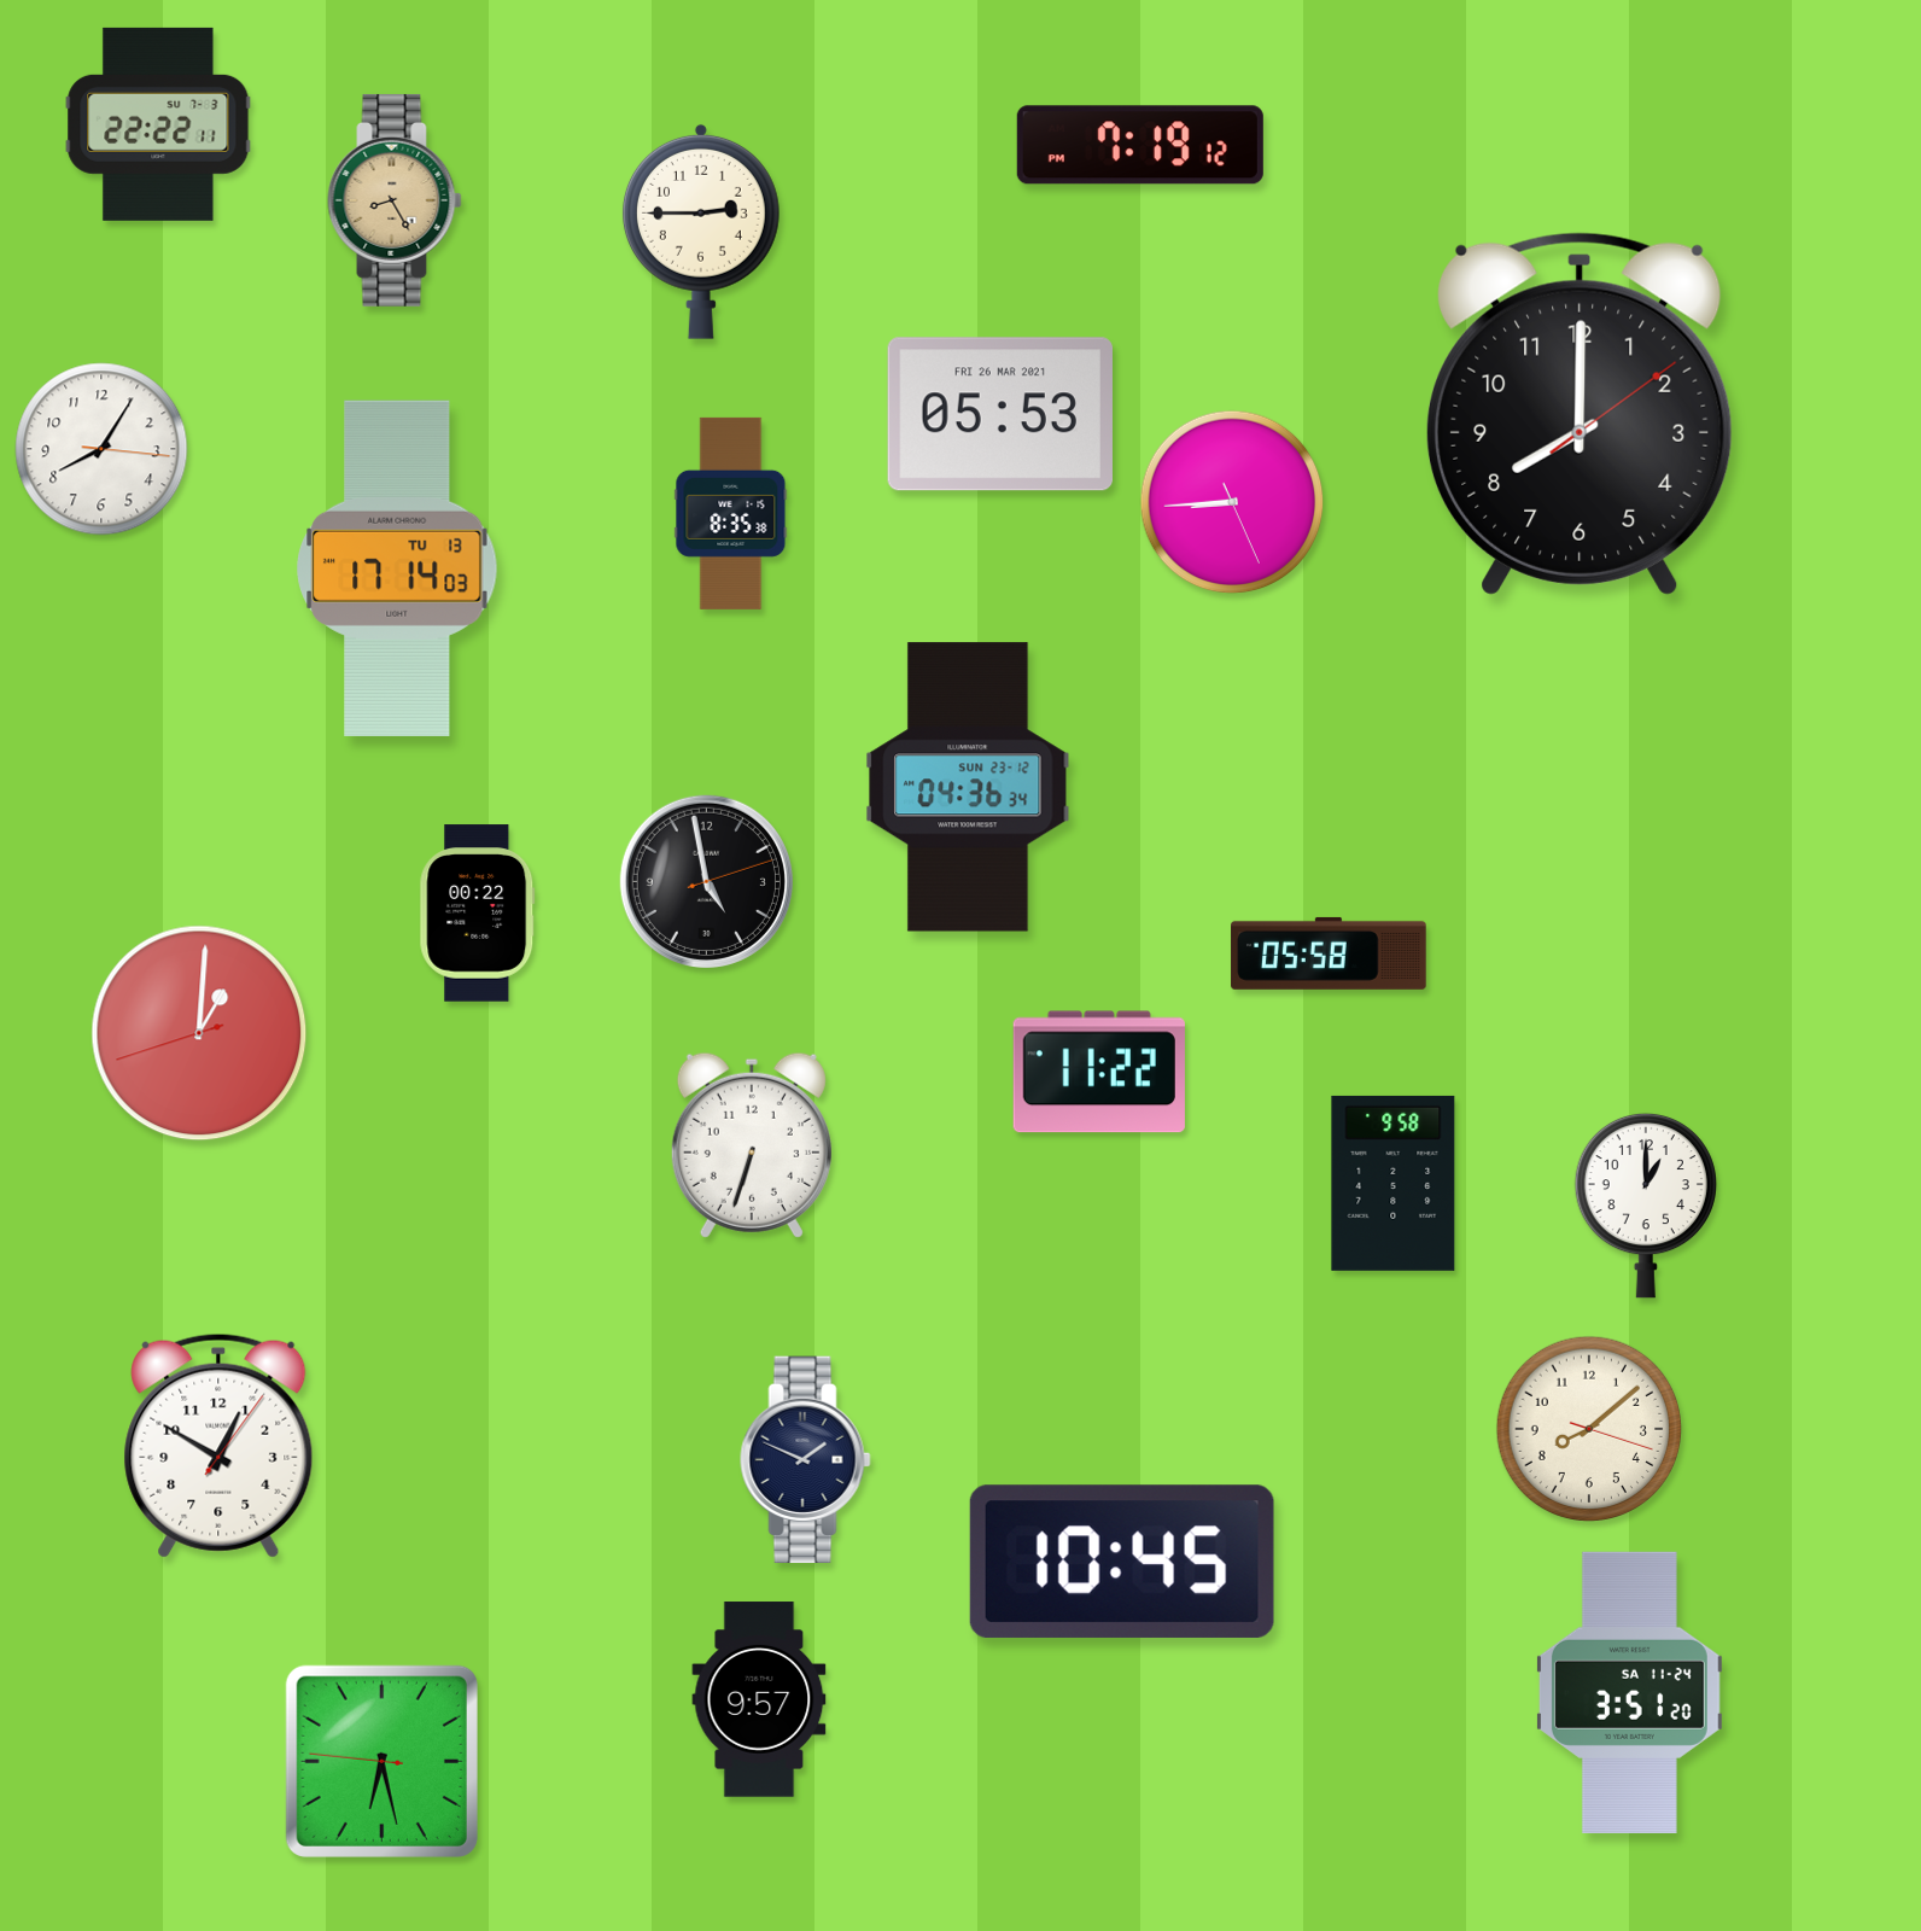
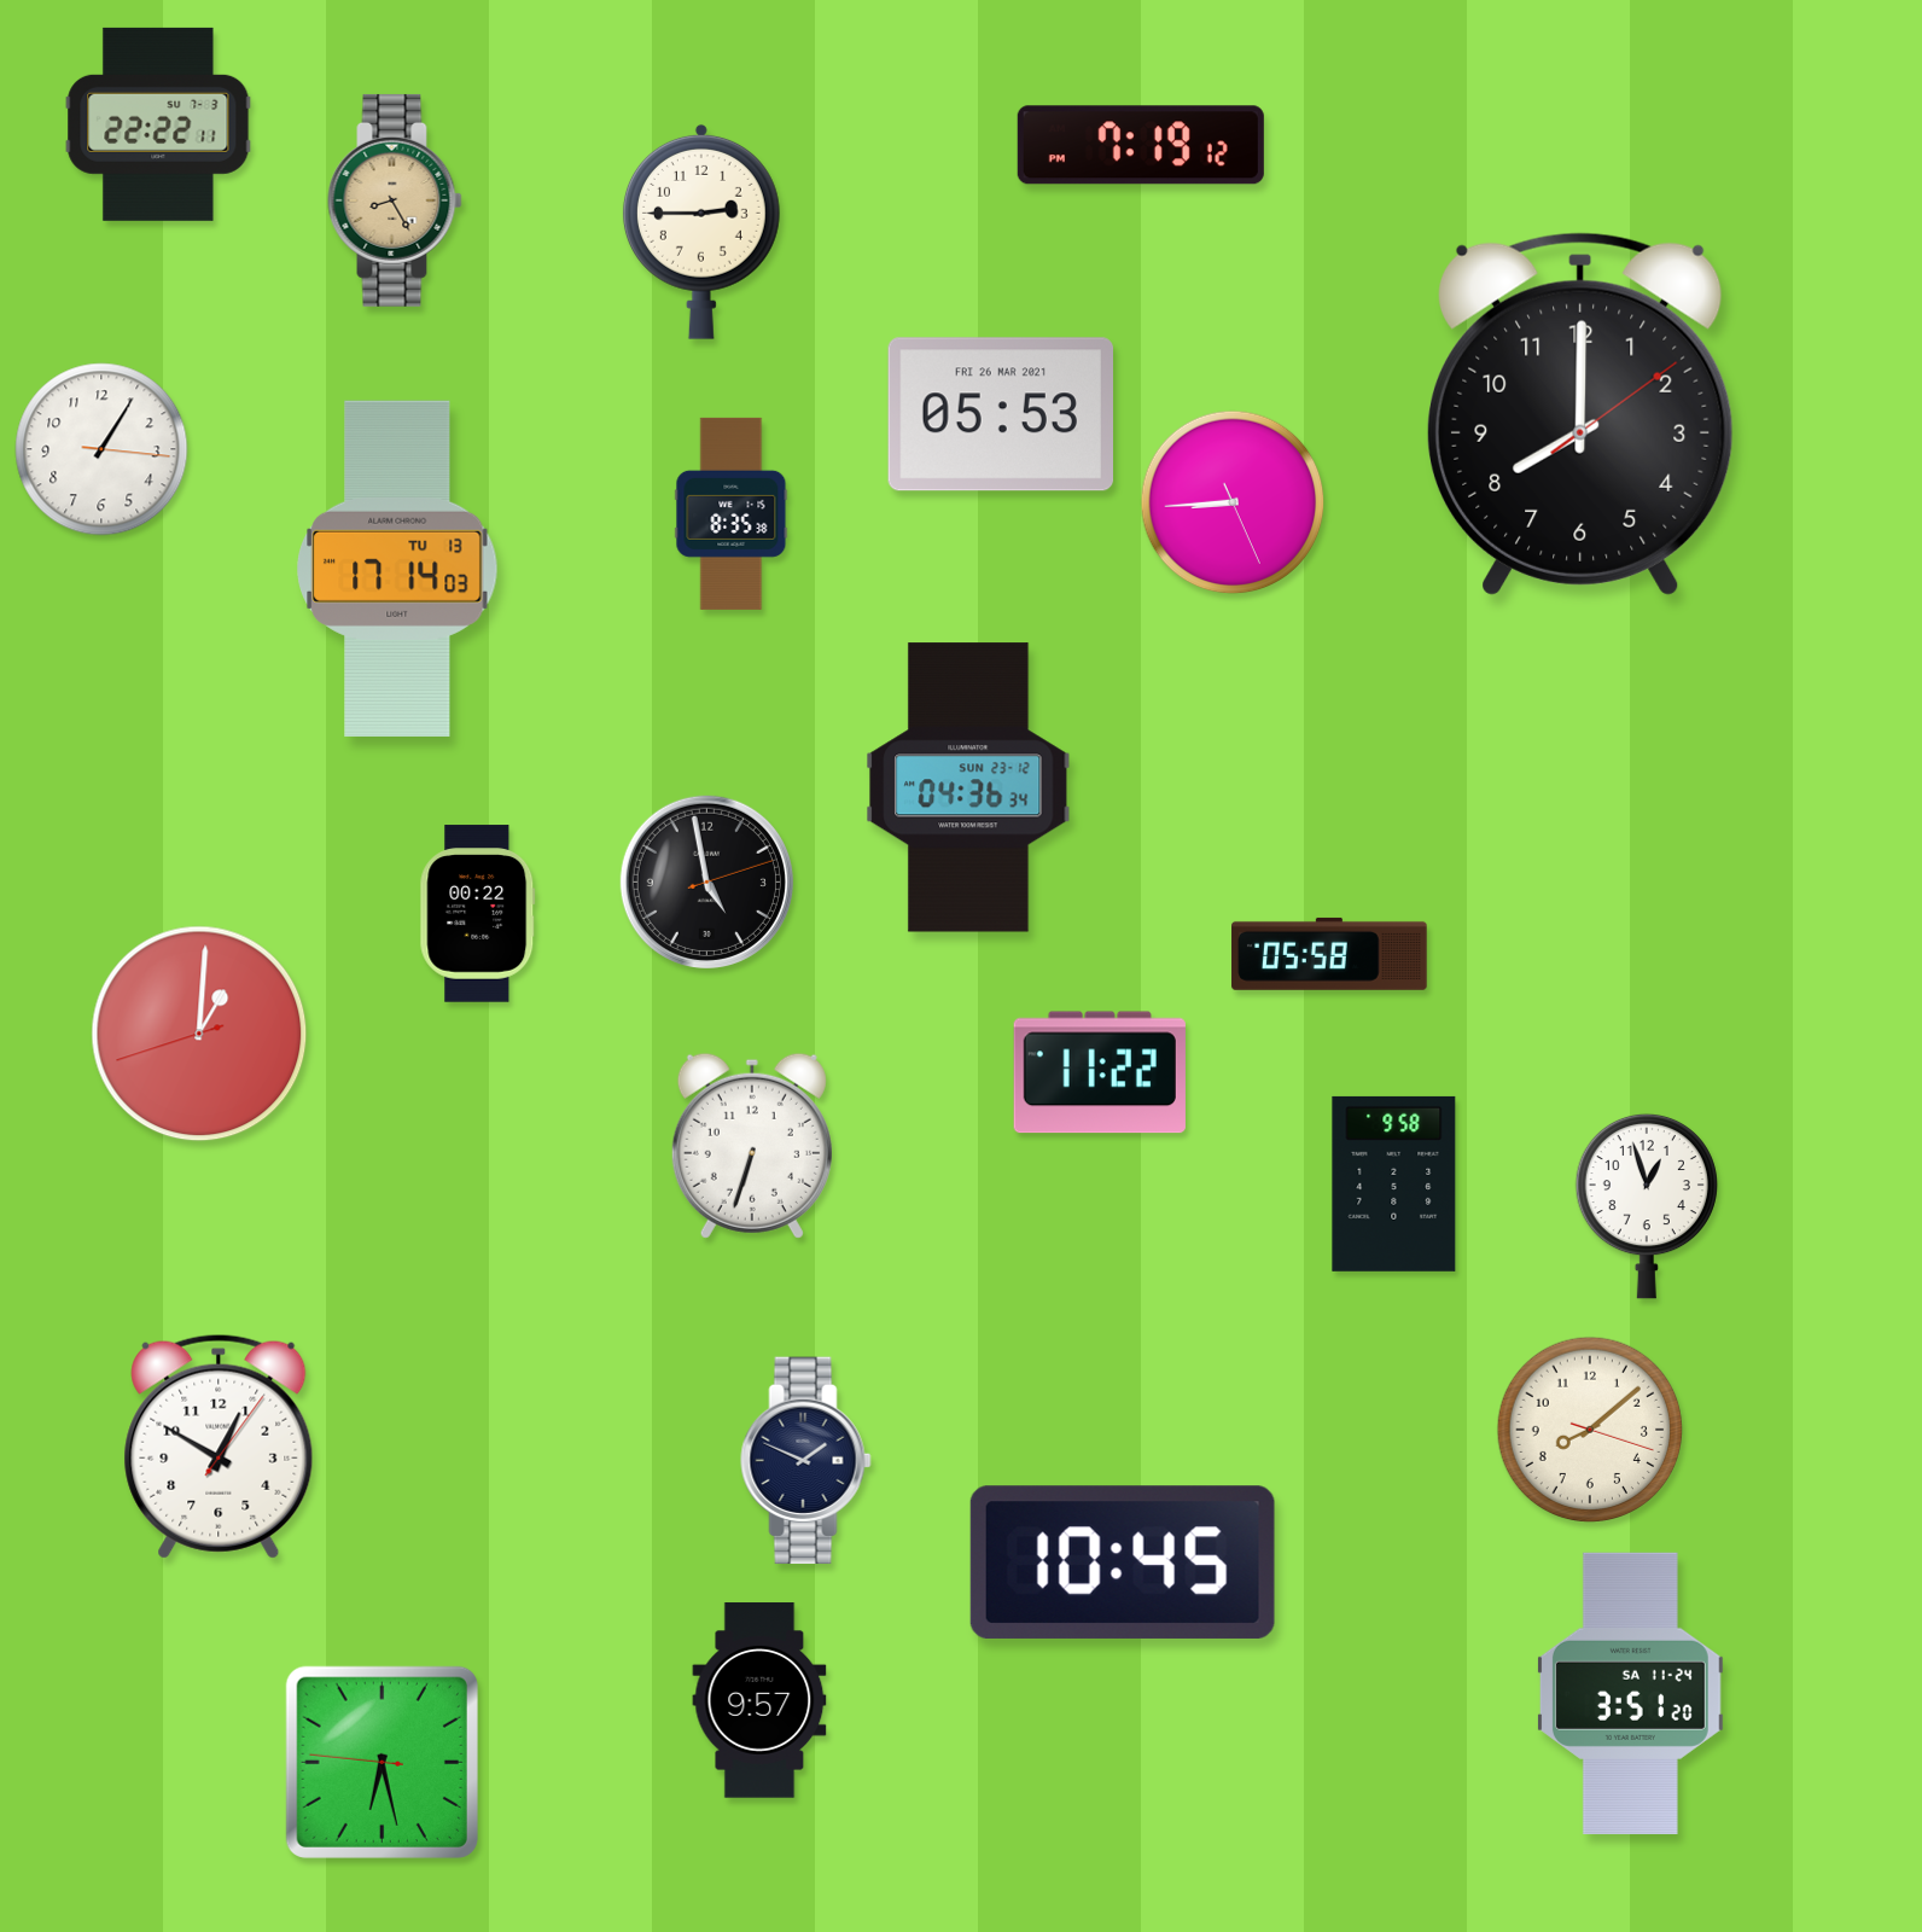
clock at (101, 449): 8:05 -> 1:05
clock at (1646, 1206): 1:00 -> 12:57
